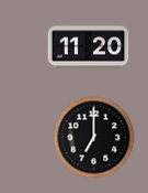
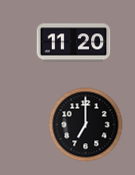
clock at (89, 47) position: (89, 47) -> (74, 43)
